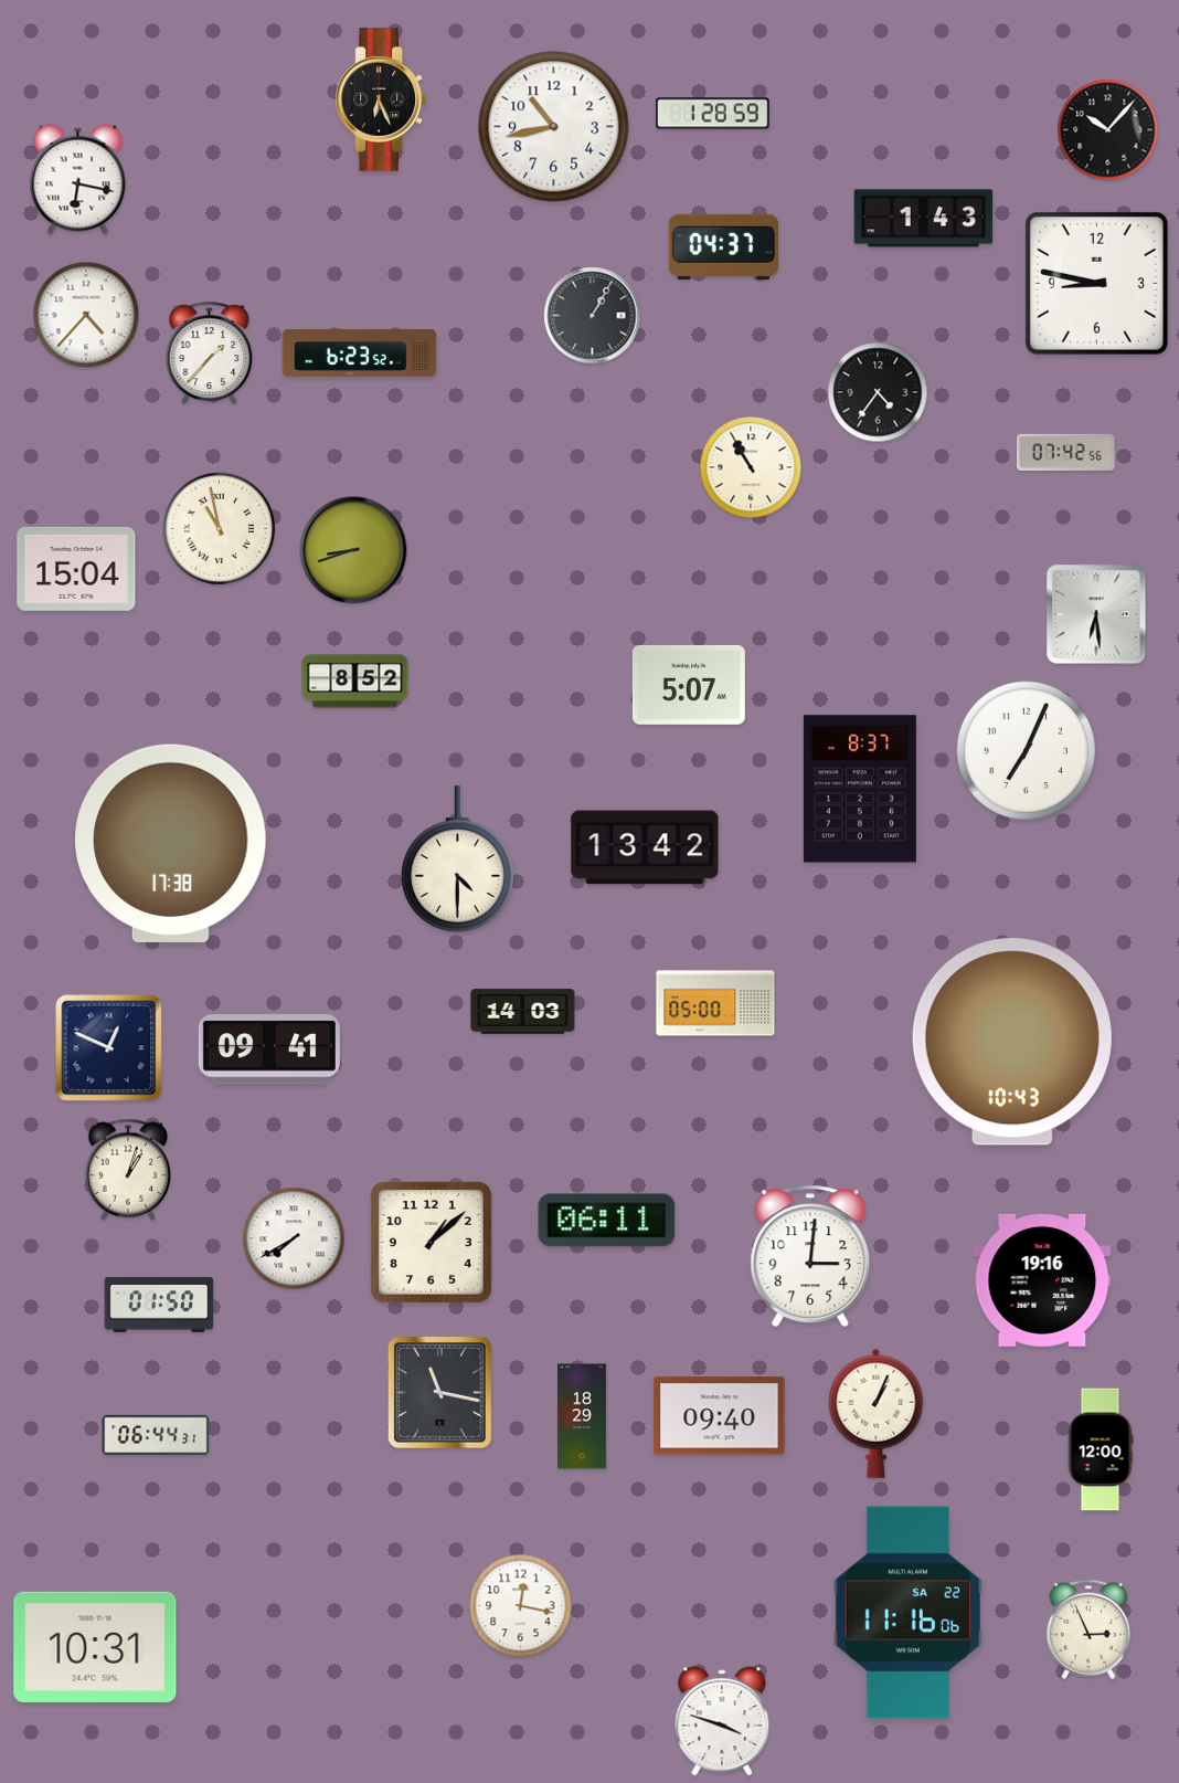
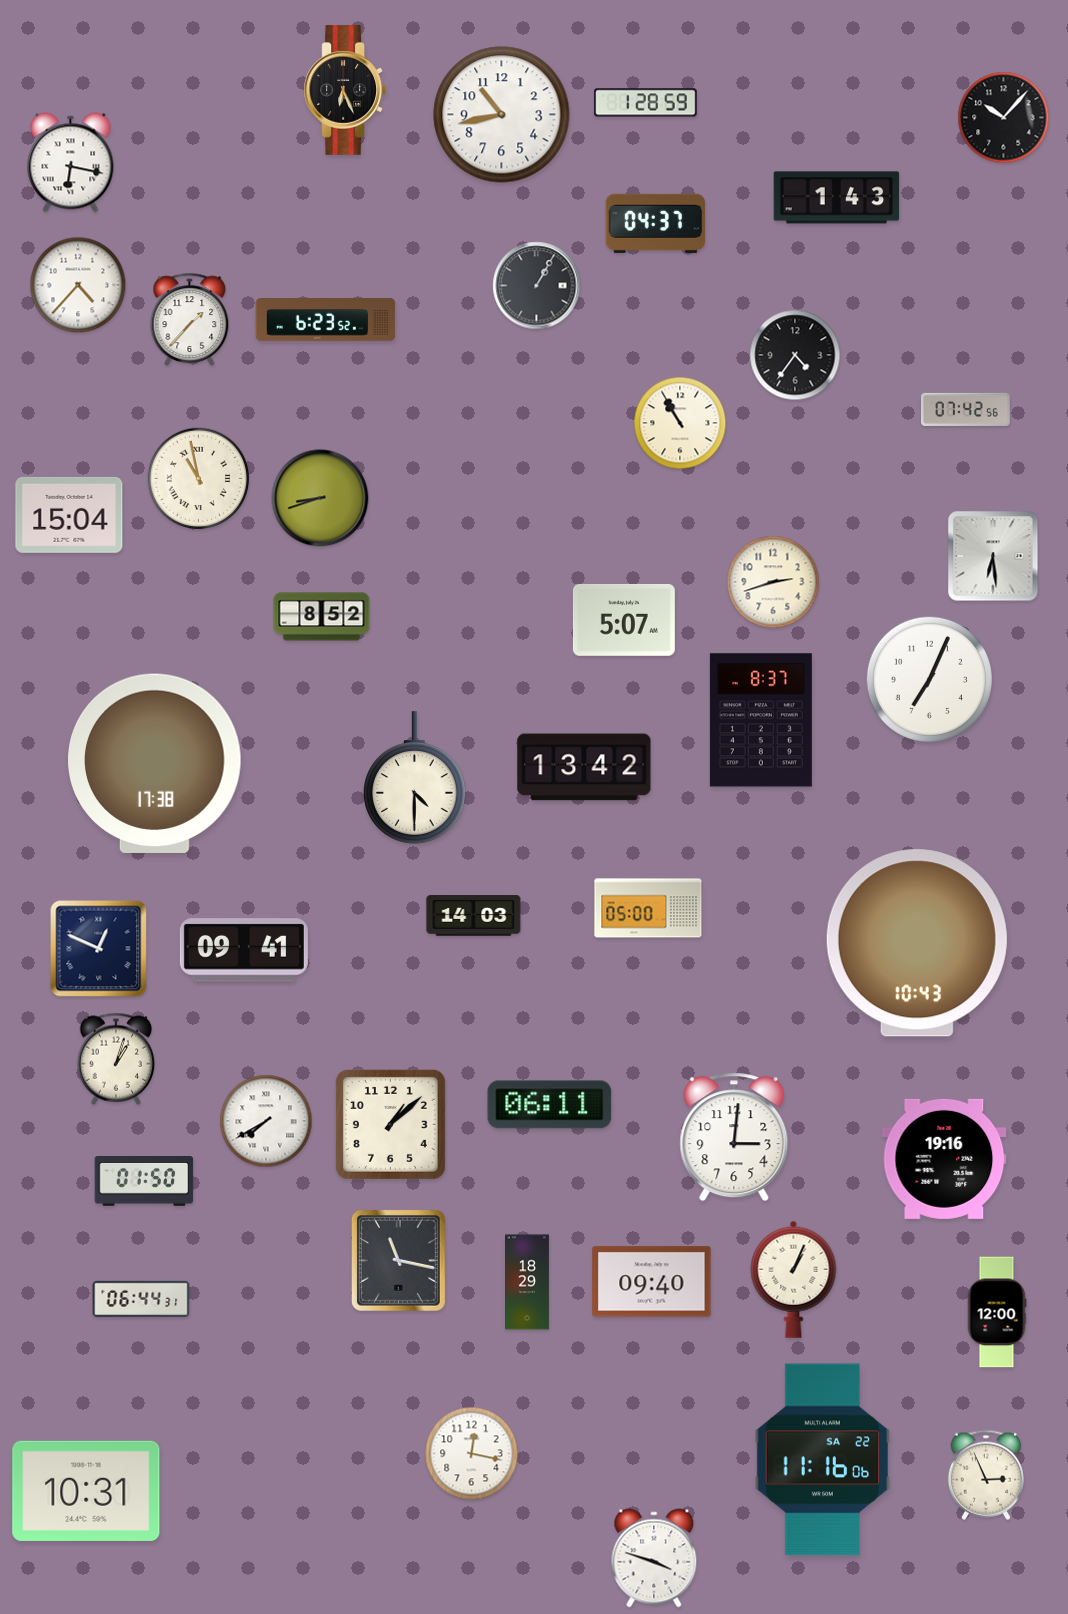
clock at (1096, 283): 8:47 -> none
clock at (773, 582): none -> 2:42
clock at (860, 789) position: (860, 789) -> (761, 720)
